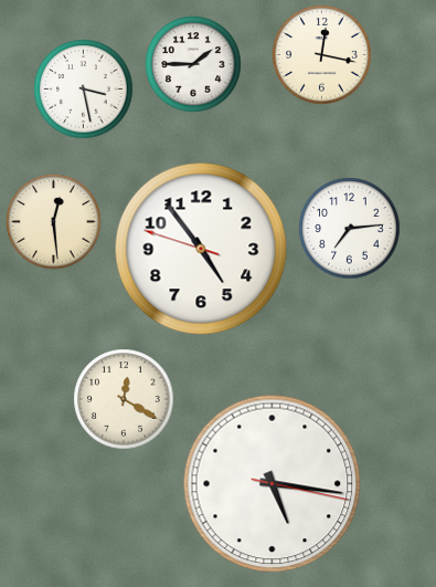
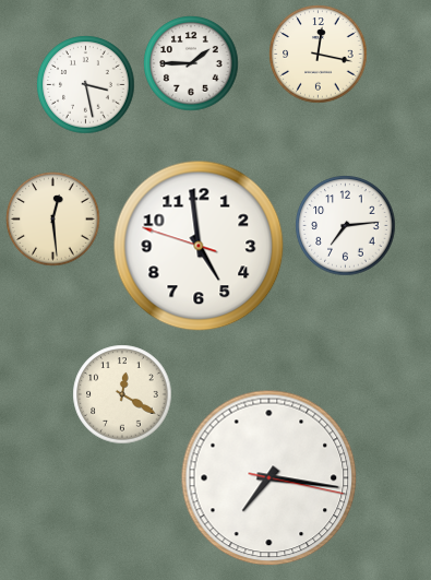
clock at (84, 90) position: (84, 90) -> (86, 85)
clock at (201, 249): 4:53 -> 4:58
clock at (273, 484): 5:16 -> 7:16
